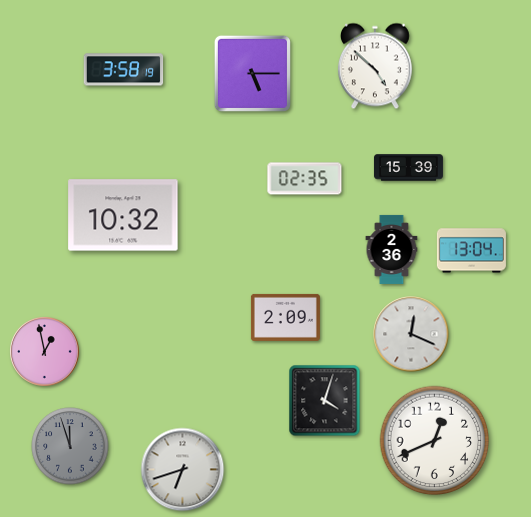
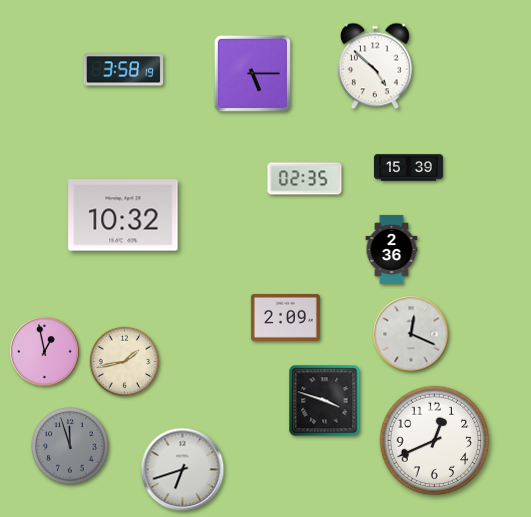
clock at (471, 251): 13:04 -> none
clock at (125, 362): none -> 1:43
clock at (325, 401): 4:03 -> 3:48
